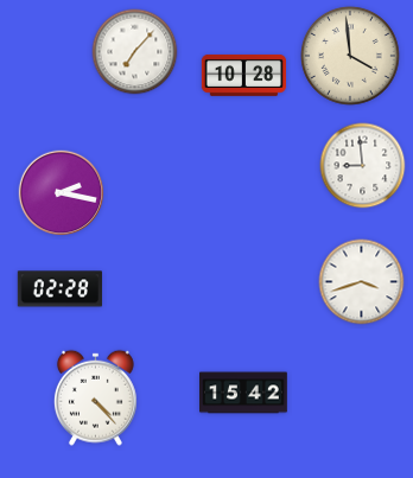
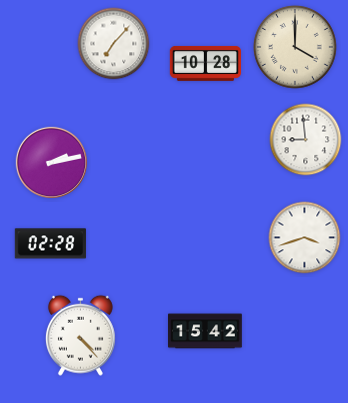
clock at (350, 56): 3:59 -> 4:00
clock at (62, 193): 2:17 -> 2:13
